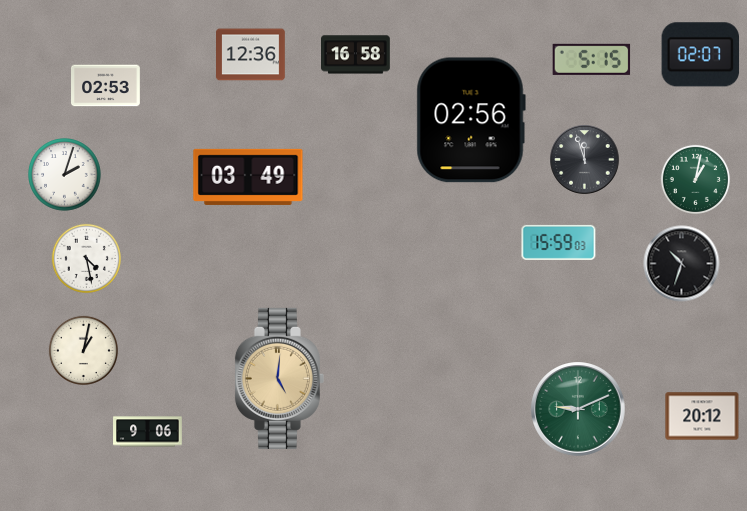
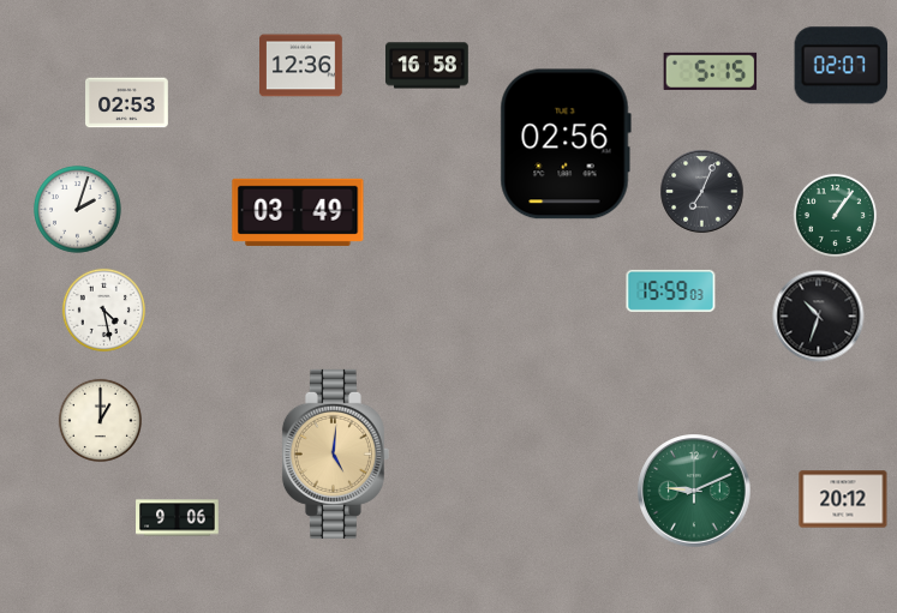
clock at (585, 160): 11:57 -> 7:04
clock at (695, 179): 1:02 -> 1:06
clock at (83, 350): 1:02 -> 1:00
